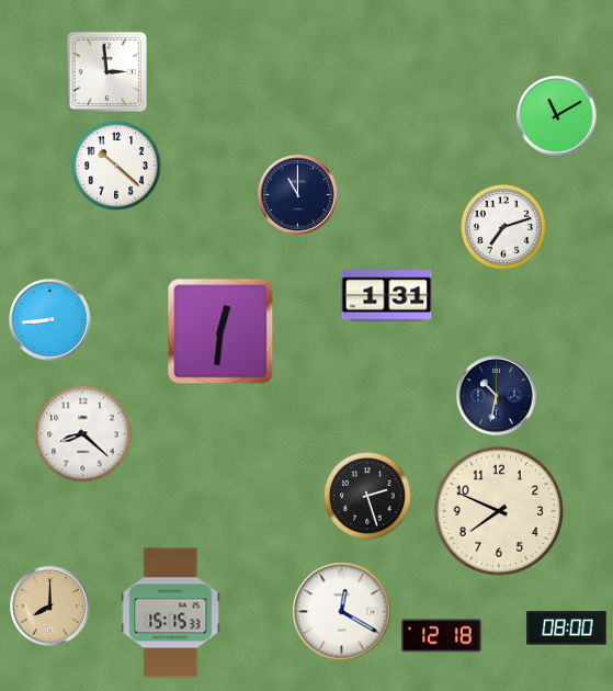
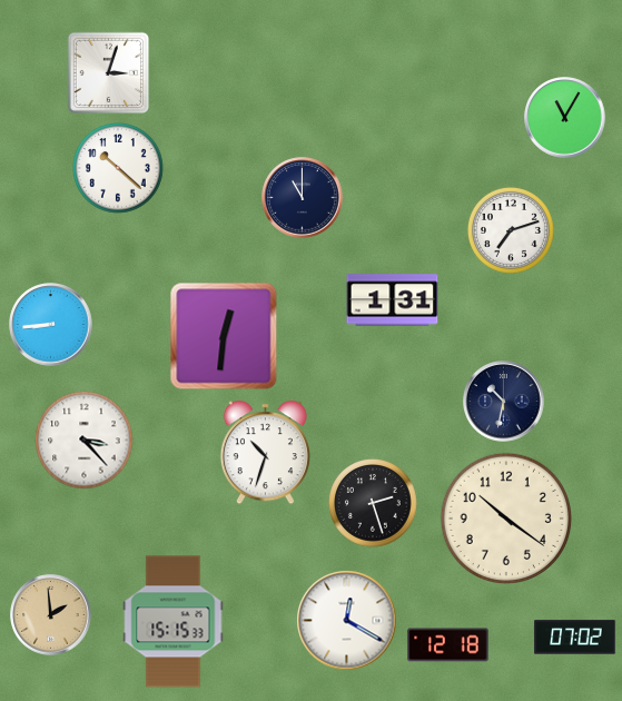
clock at (107, 72): 2:59 -> 3:03
clock at (557, 116): 11:10 -> 11:05
clock at (83, 434): 8:22 -> 3:23
clock at (265, 453): none -> 10:33
clock at (499, 511): 7:49 -> 10:21
clock at (50, 607): 8:00 -> 1:59
clock at (567, 628): 08:00 -> 07:02
